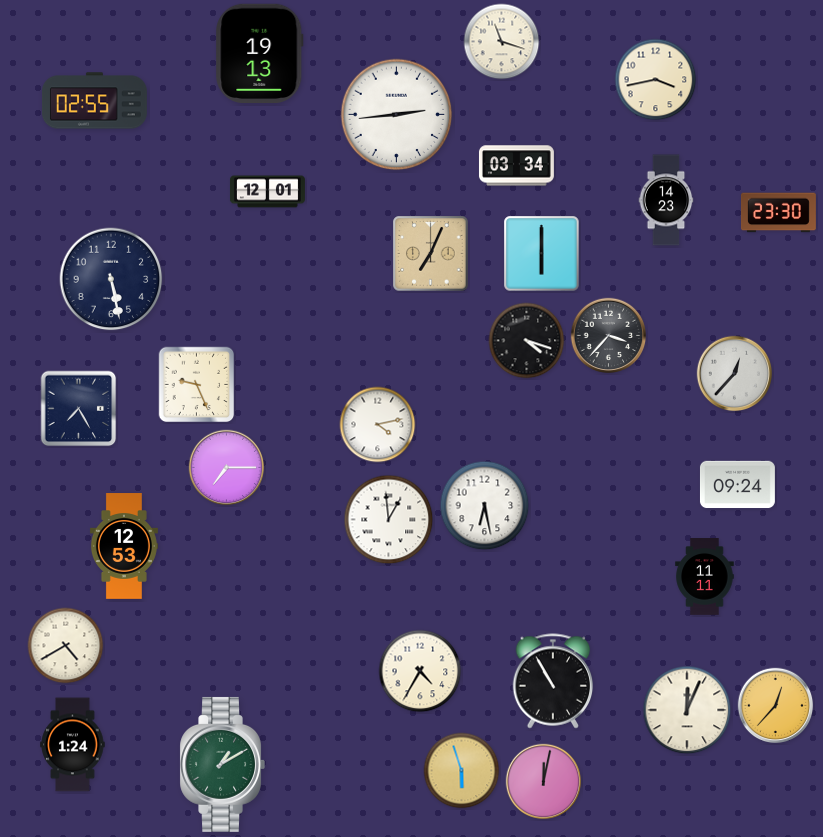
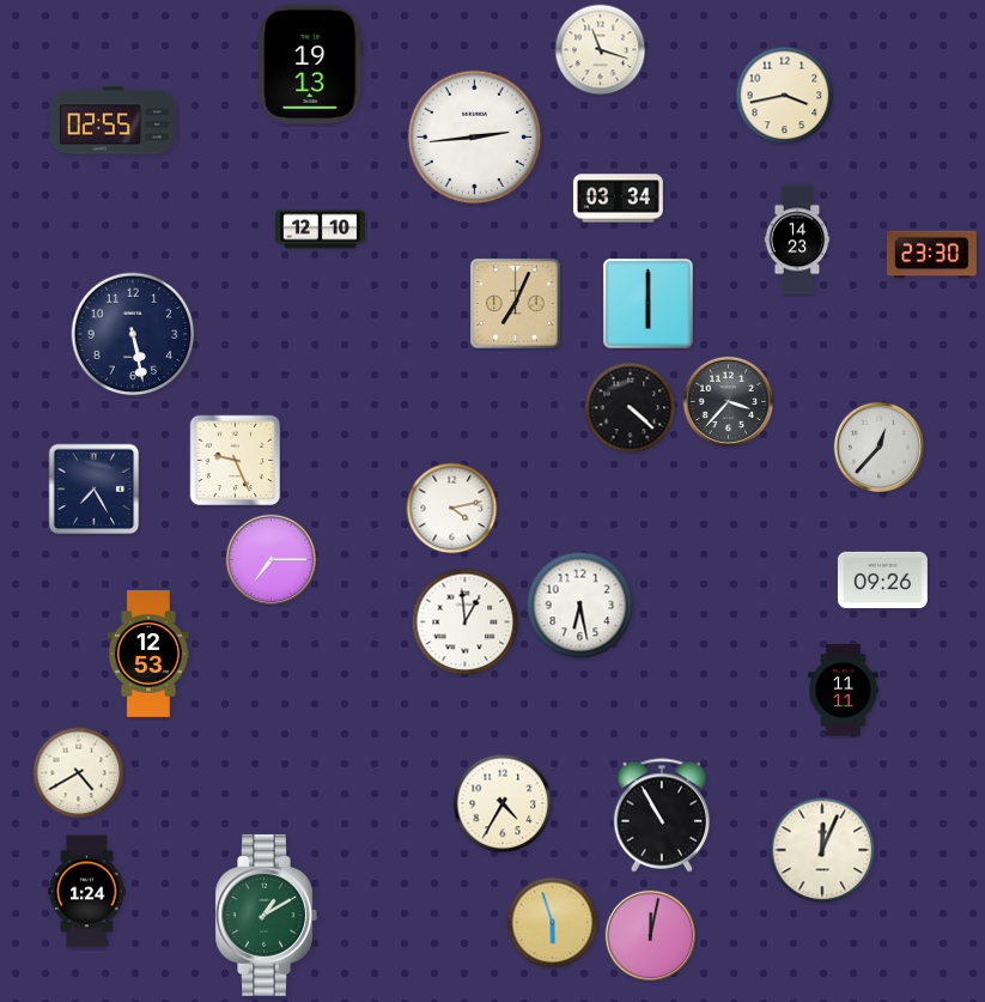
clock at (267, 192): 12:01 -> 12:10
clock at (527, 341): 4:18 -> 4:22
clock at (737, 485): 09:24 -> 09:26
clock at (776, 706): 12:37 -> none
